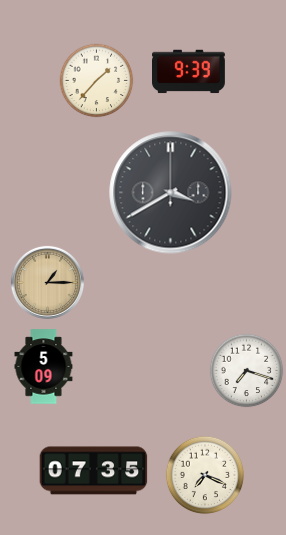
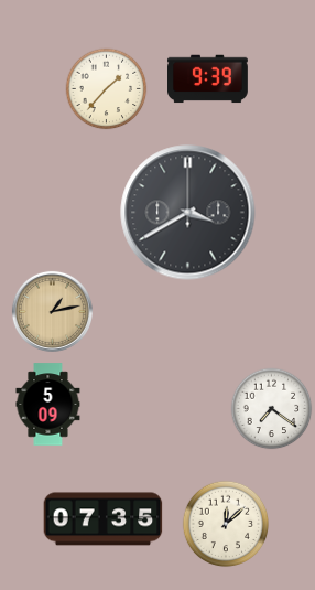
clock at (47, 282): 1:15 -> 1:13
clock at (247, 371): 7:18 -> 7:21
clock at (205, 475): 7:19 -> 12:08
